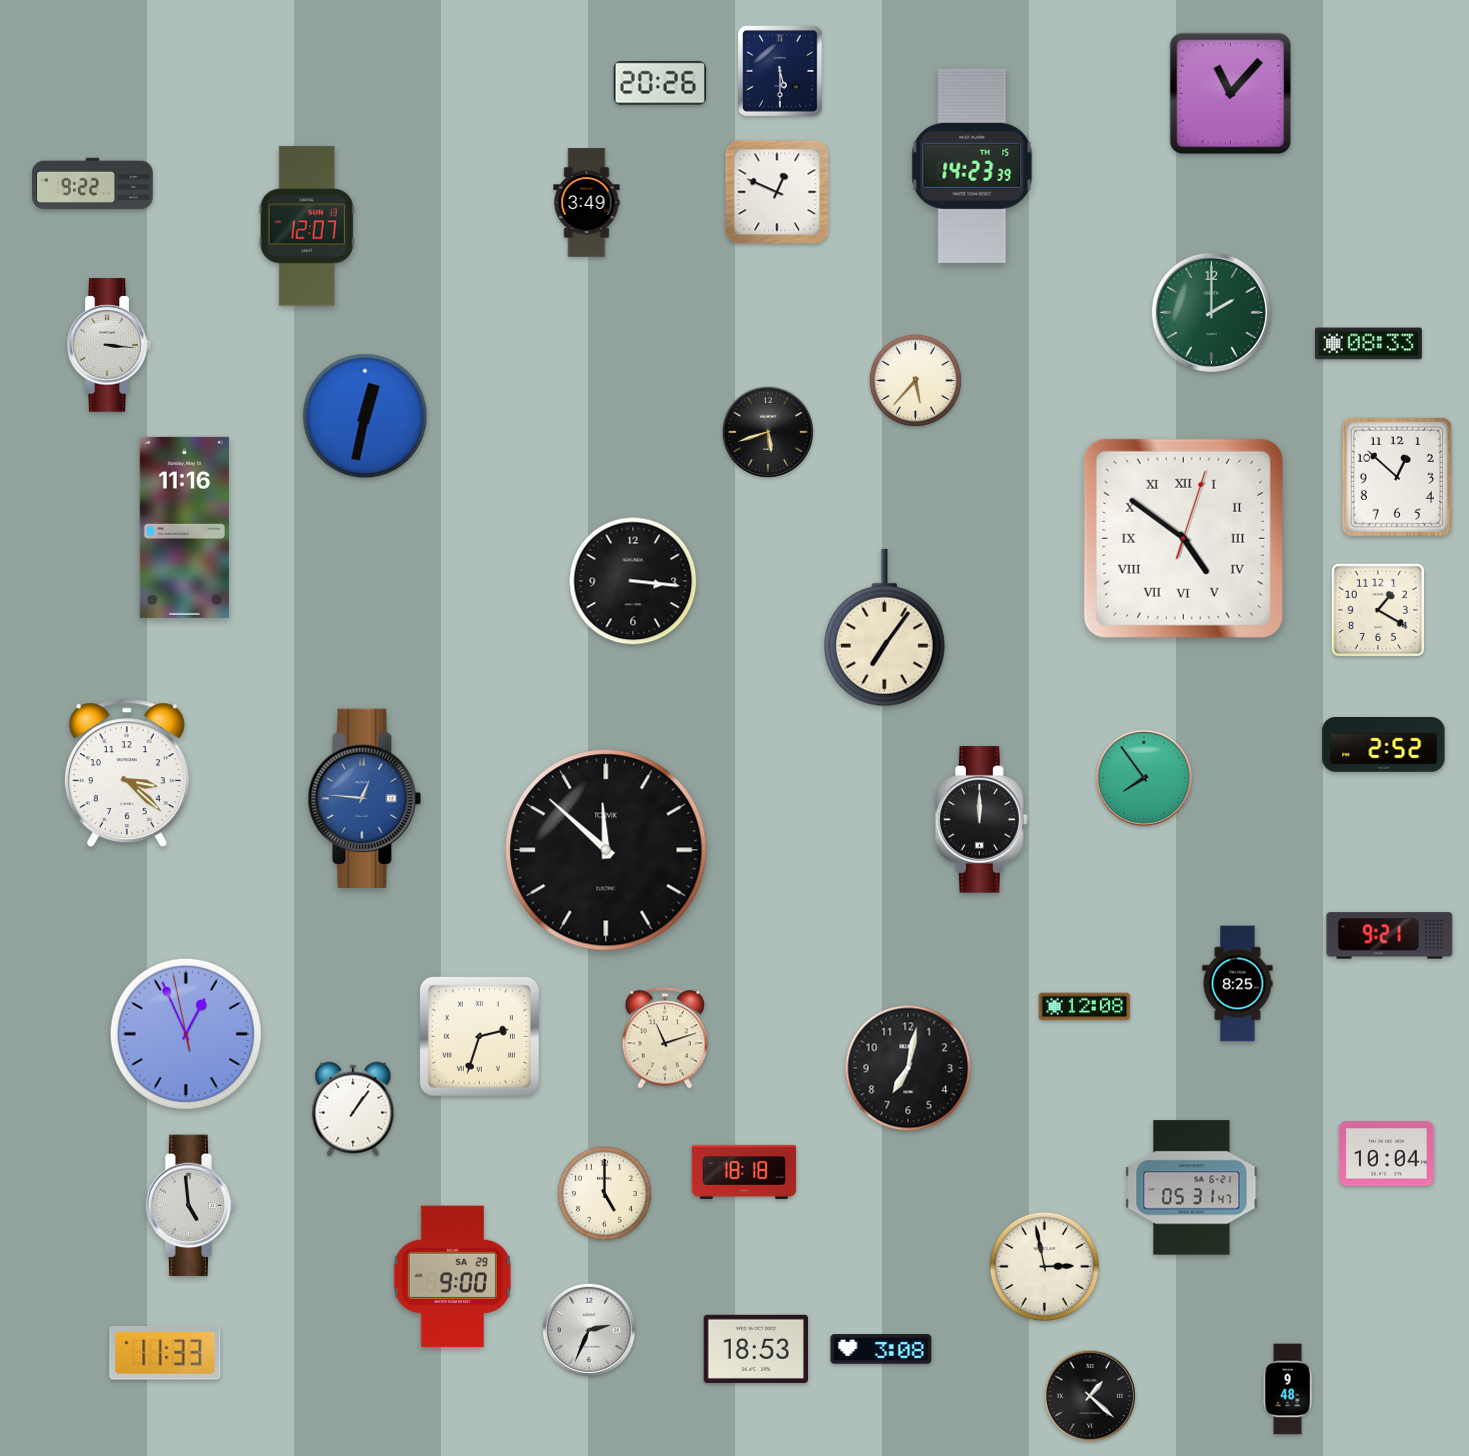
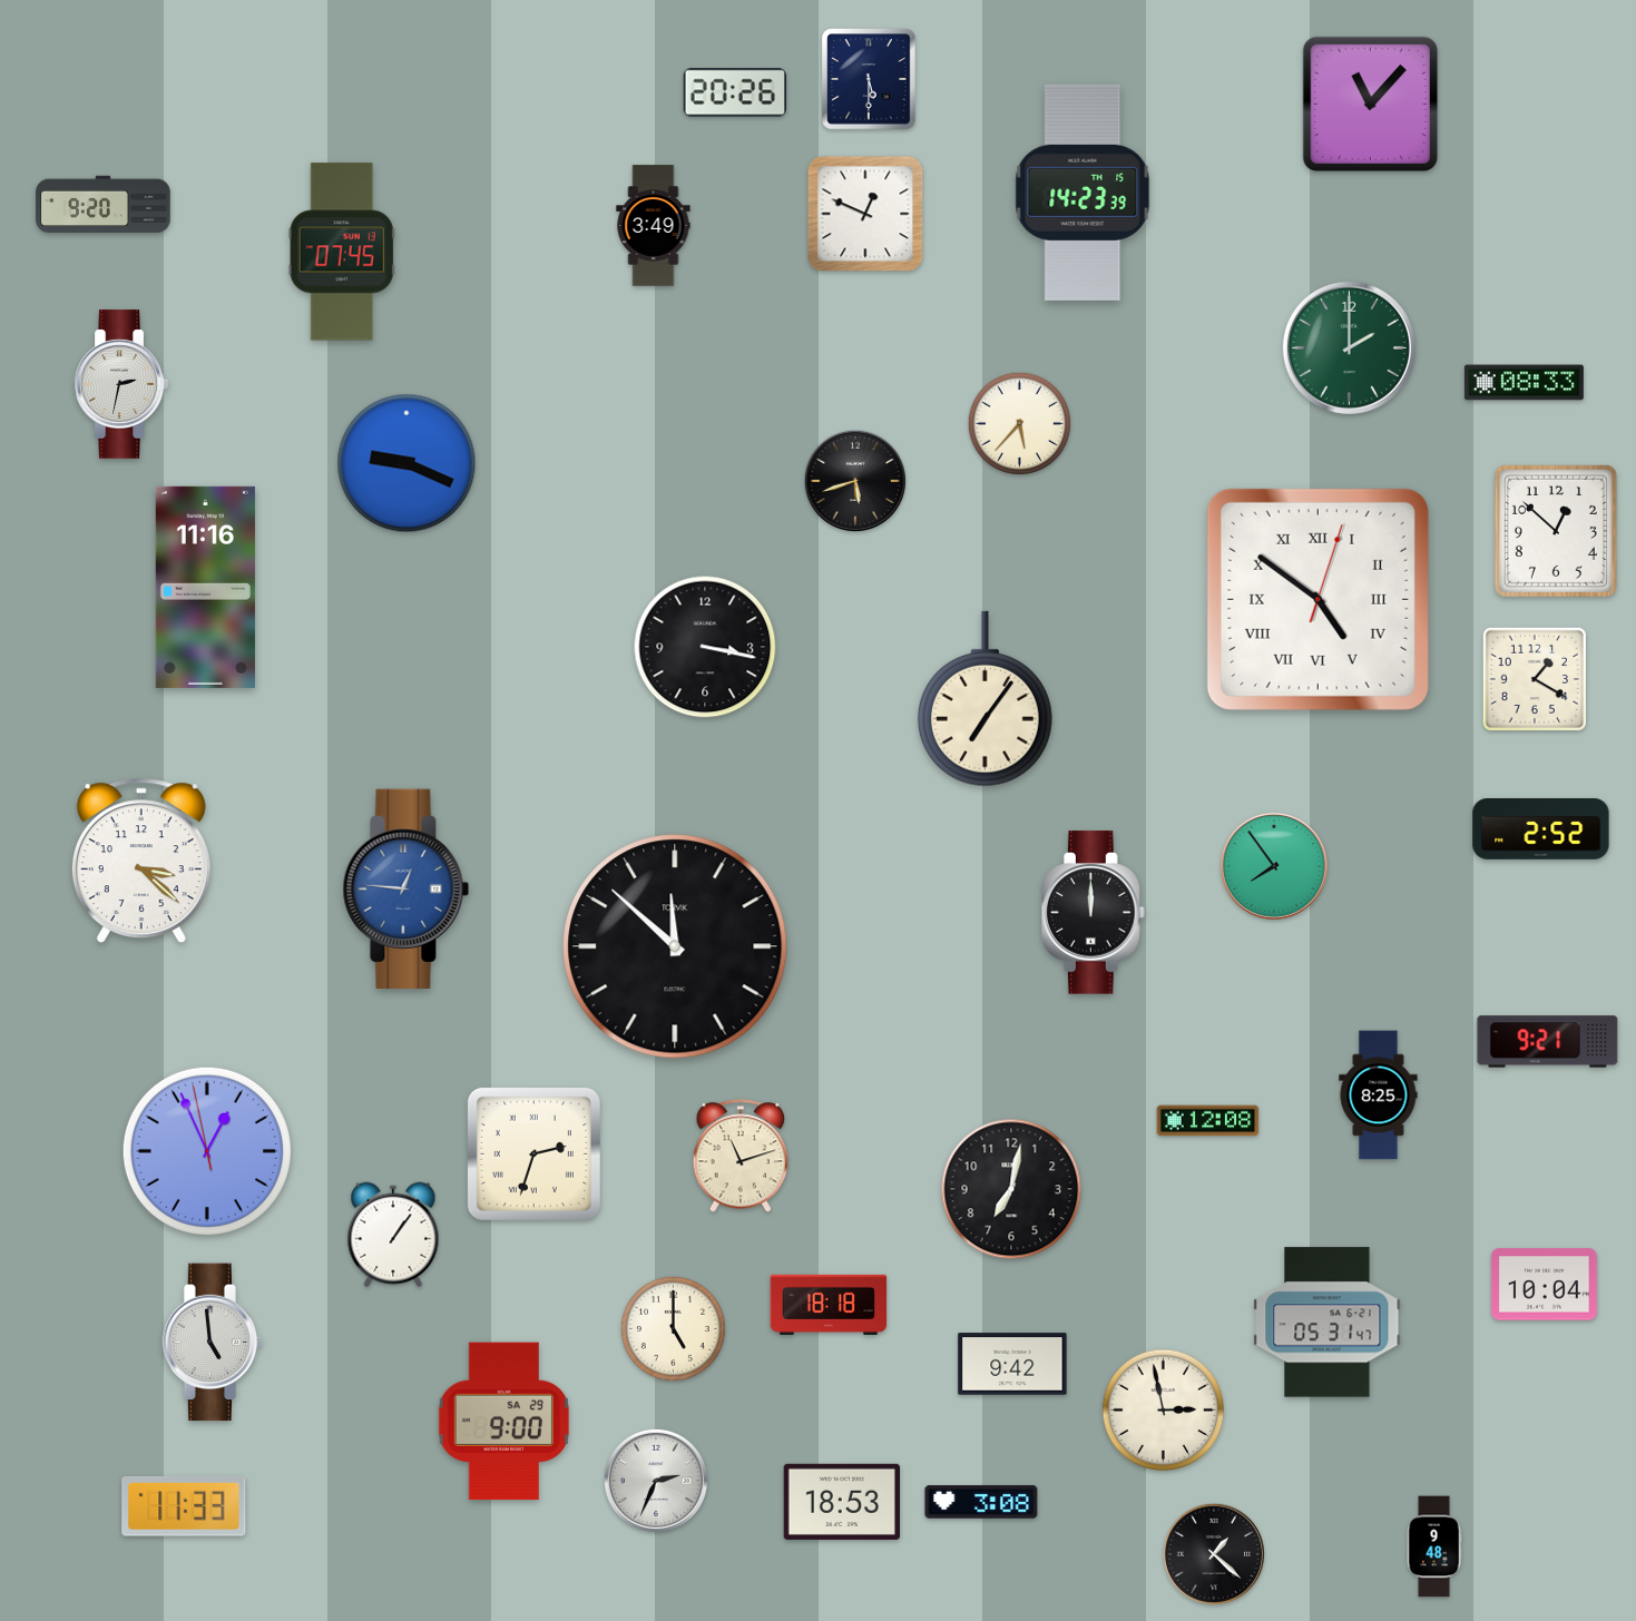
clock at (972, 166) position: (972, 166) -> (1082, 193)
clock at (93, 184): 9:22 -> 9:20
clock at (307, 226): 12:07 -> 07:45
clock at (109, 345): 3:16 -> 2:32
clock at (365, 416): 12:32 -> 9:19
clock at (633, 581): 3:16 -> 3:17
clock at (1012, 1364): none -> 9:42
